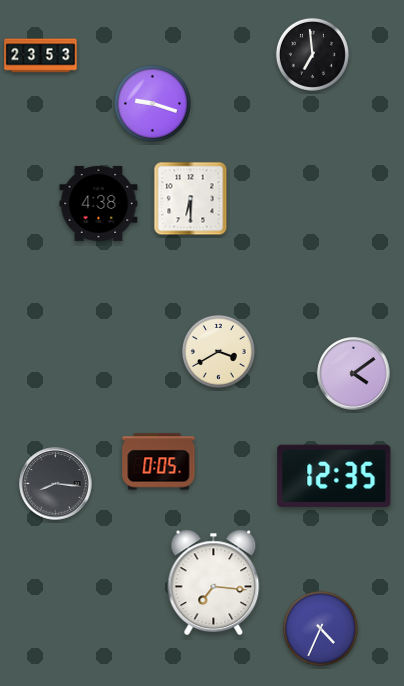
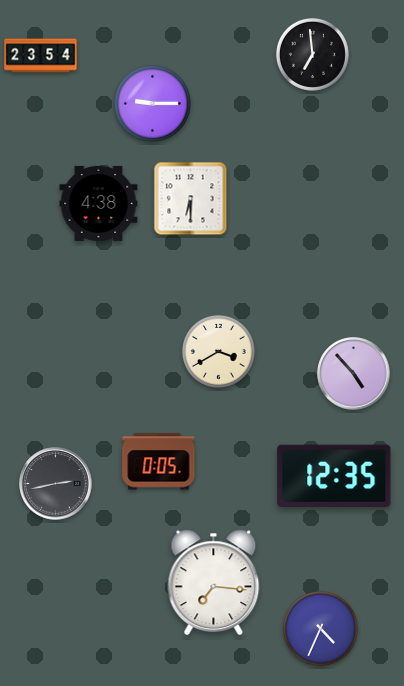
clock at (41, 56): 23:53 -> 23:54
clock at (153, 104): 9:18 -> 9:15
clock at (354, 374): 4:09 -> 4:53
clock at (56, 484): 8:16 -> 2:43
